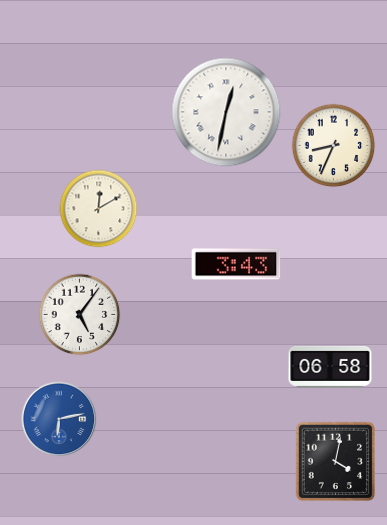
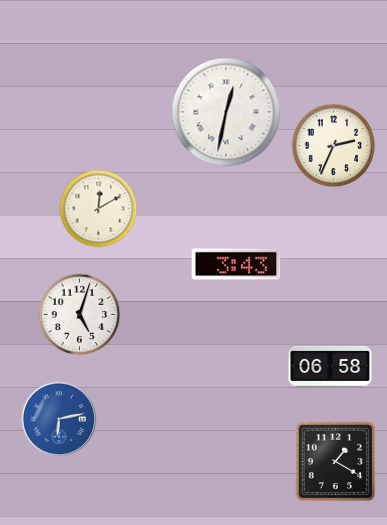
clock at (334, 146): 8:34 -> 2:34
clock at (80, 315): 5:06 -> 5:03
clock at (336, 462): 4:02 -> 1:20
